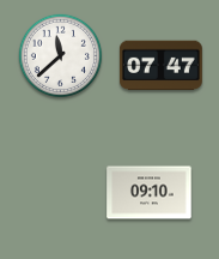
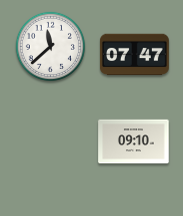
clock at (150, 193) position: (150, 193) -> (134, 142)
